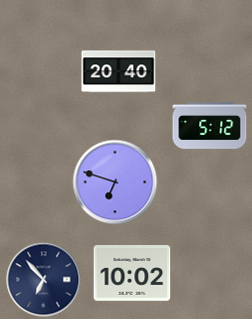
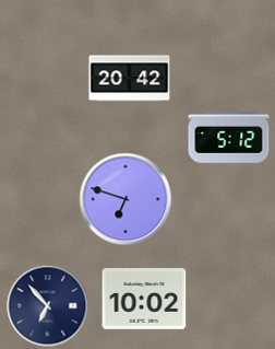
clock at (119, 72): 20:40 -> 20:42
